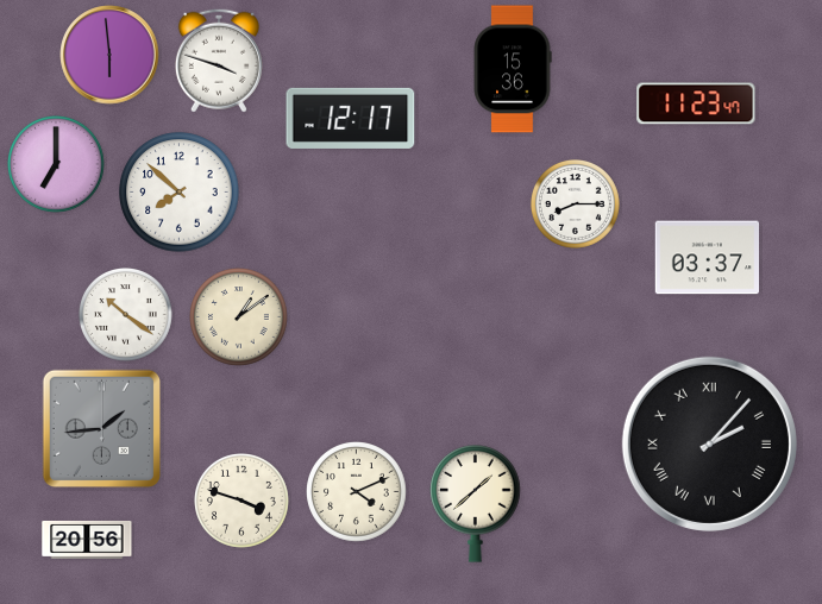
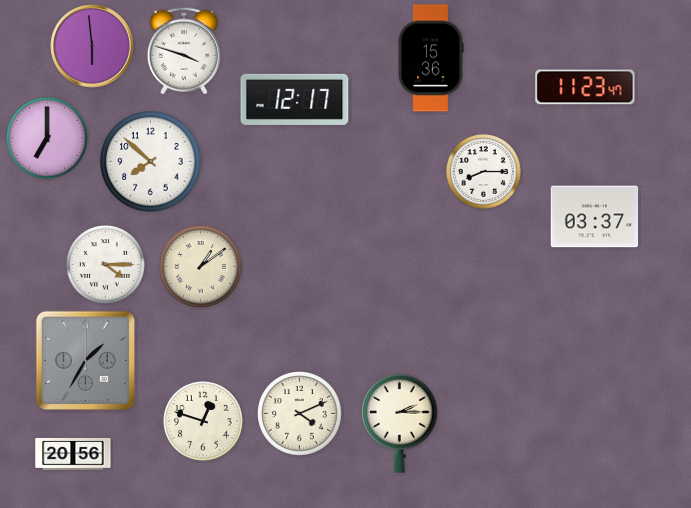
clock at (125, 314): 10:21 -> 4:15
clock at (101, 428): 1:44 -> 1:35
clock at (709, 443): 2:07 -> none
clock at (243, 502): 3:48 -> 12:48
clock at (476, 504): 1:38 -> 2:15
